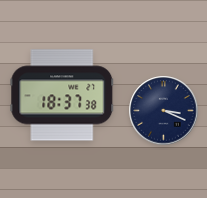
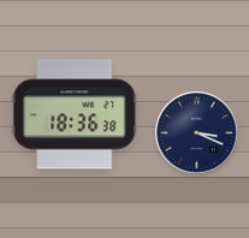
clock at (62, 95): 18:37 -> 18:36
